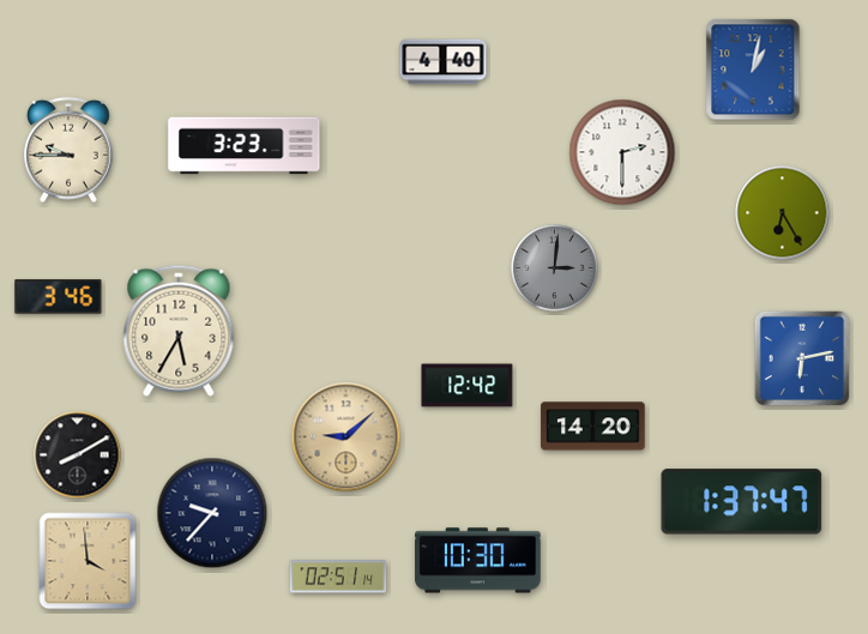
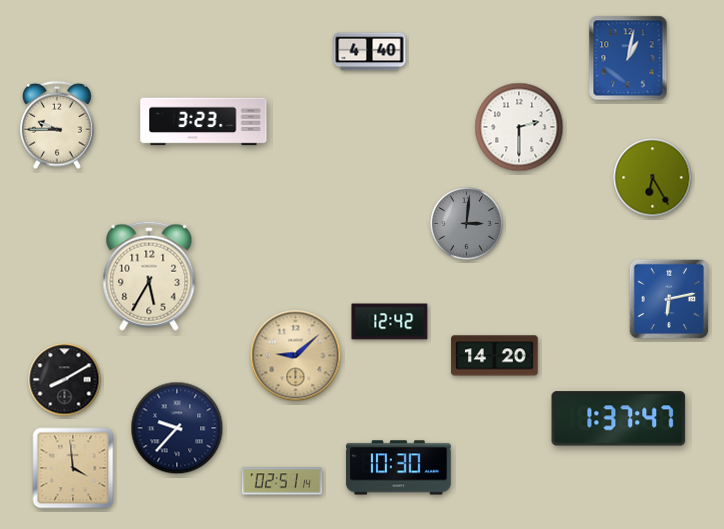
clock at (555, 268) position: (555, 268) -> (467, 224)
clock at (59, 297): 3:46 -> none
clock at (346, 437) position: (346, 437) -> (296, 356)
